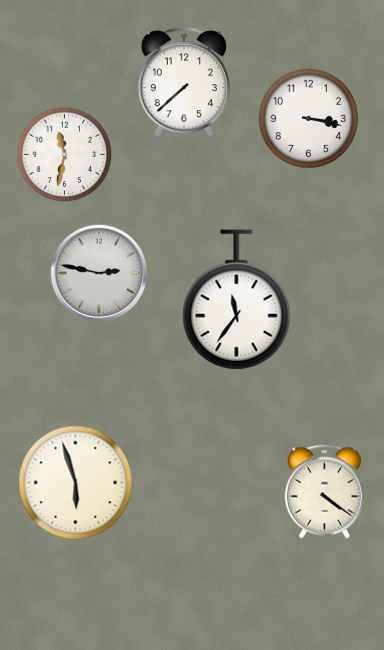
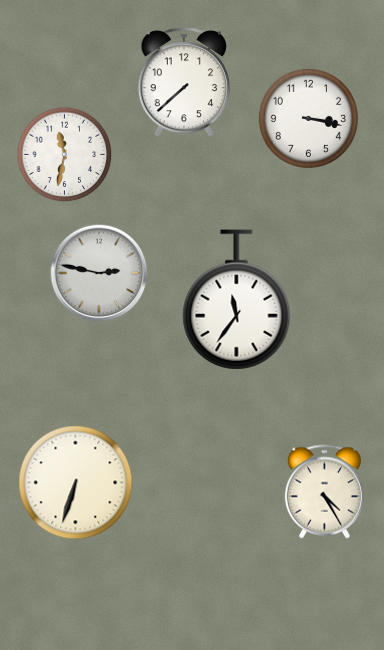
clock at (76, 483): 5:57 -> 6:33
clock at (324, 492): 4:21 -> 4:25
